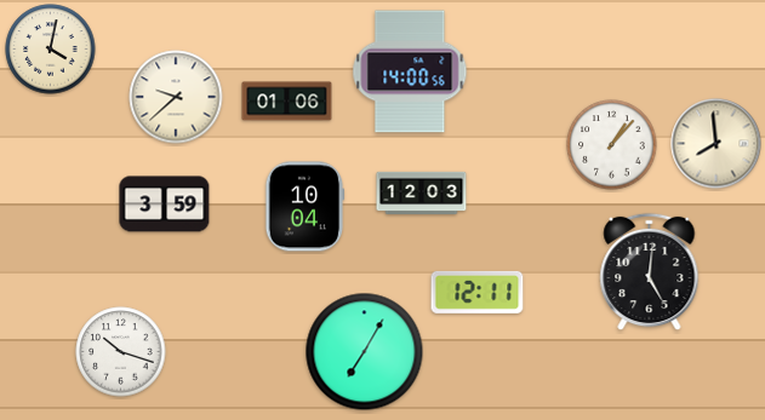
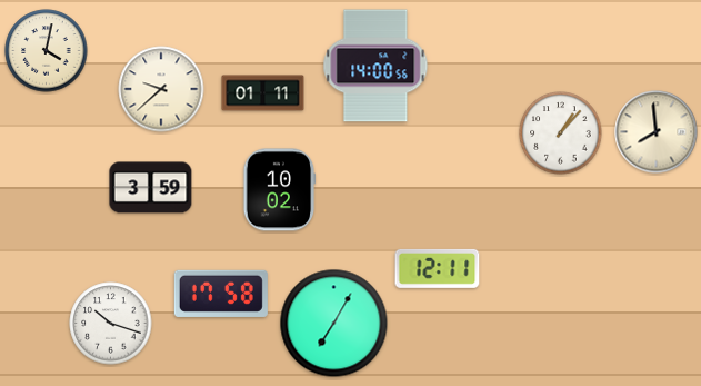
clock at (51, 50) position: (51, 50) -> (47, 51)
clock at (287, 102): 01:06 -> 01:11
clock at (422, 194): 12:03 -> none
clock at (304, 207): 10:04 -> 10:02
clock at (650, 272): 5:01 -> none
clock at (221, 294): none -> 17:58
